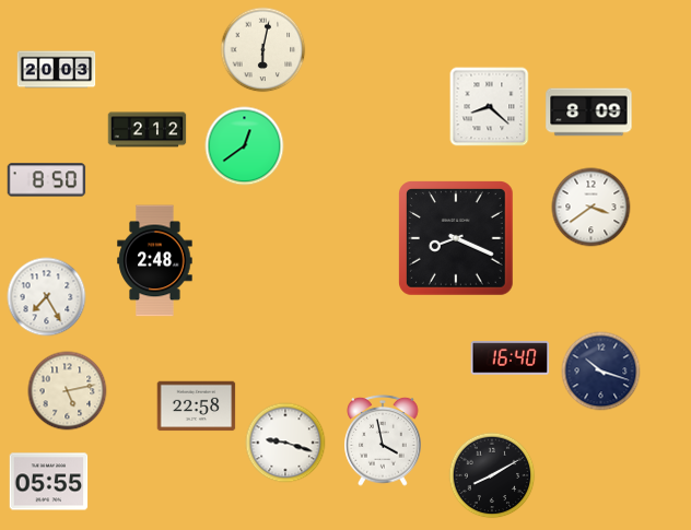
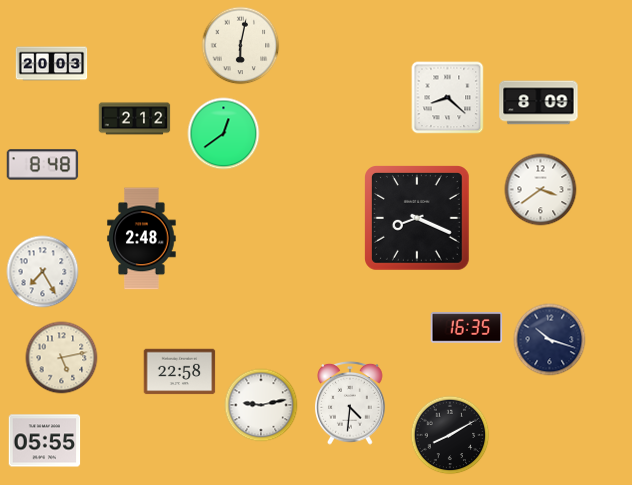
clock at (47, 180): 8:50 -> 8:48
clock at (511, 358): 16:40 -> 16:35
clock at (383, 441): 3:58 -> 4:31
clock at (285, 443): 9:18 -> 9:13
